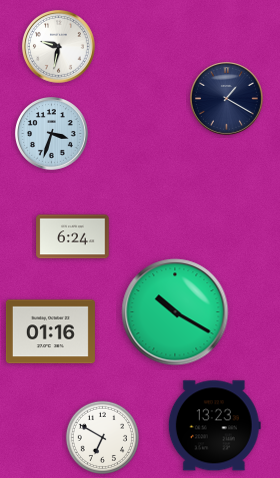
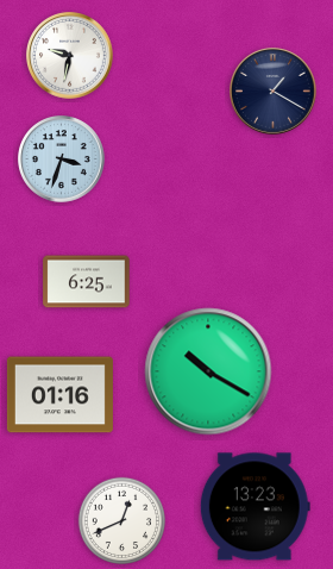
clock at (227, 99) position: (227, 99) -> (274, 92)
clock at (73, 237): 6:24 -> 6:25
clock at (102, 437): 6:50 -> 12:41
